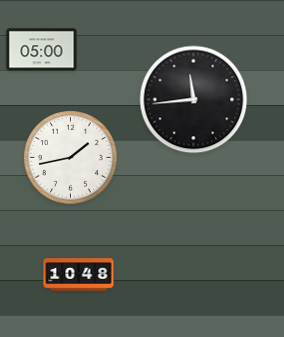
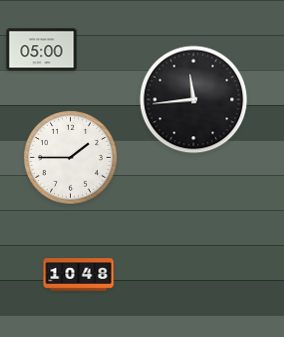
clock at (71, 158): 1:43 -> 1:45
